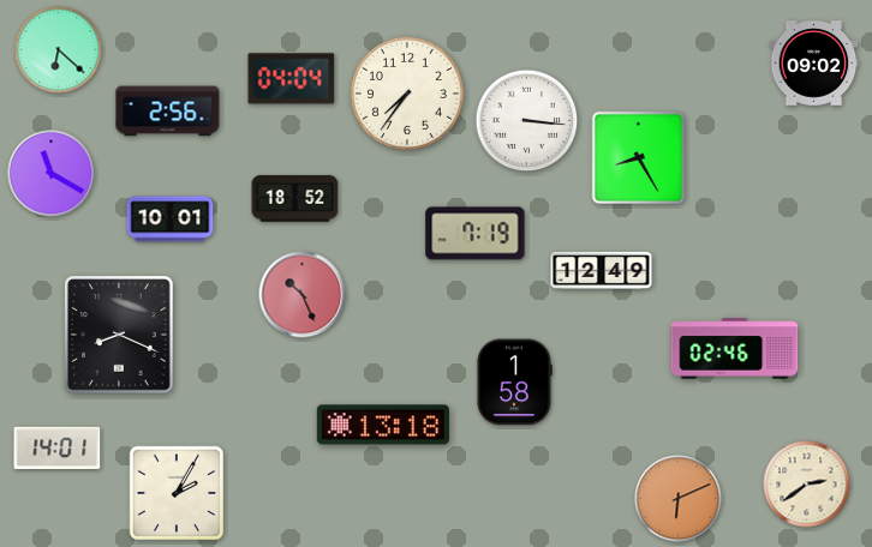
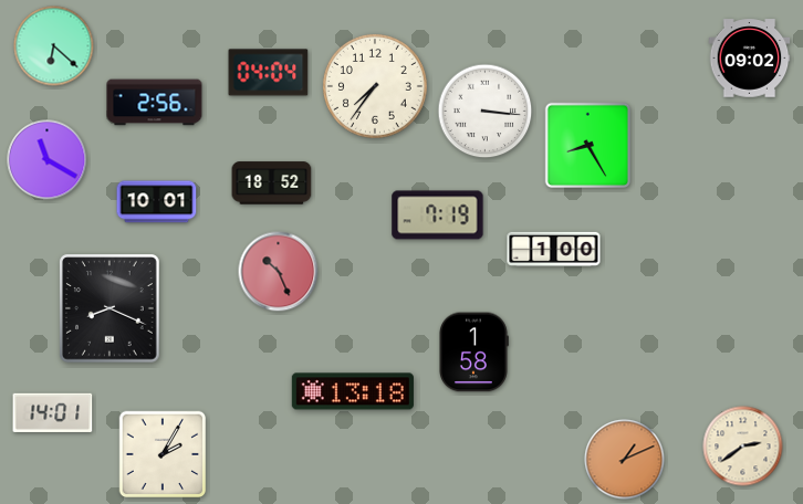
clock at (602, 270): 12:49 -> 1:00
clock at (735, 349): 02:46 -> none
clock at (679, 499): 6:11 -> 1:11
